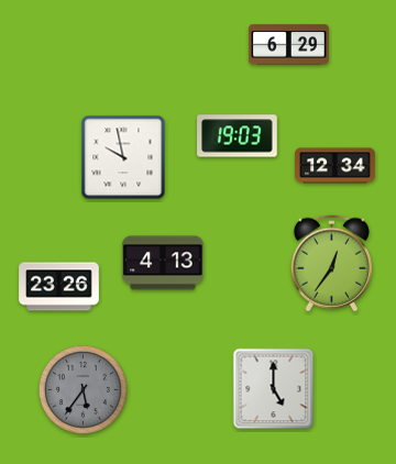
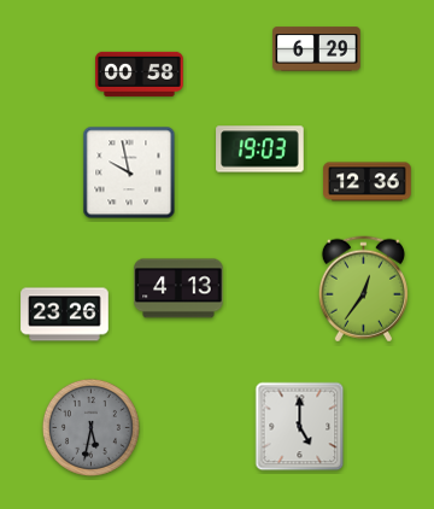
clock at (140, 74): none -> 00:58
clock at (123, 157) position: (123, 157) -> (129, 172)
clock at (335, 166): 12:34 -> 12:36
clock at (82, 389): 5:36 -> 5:32
